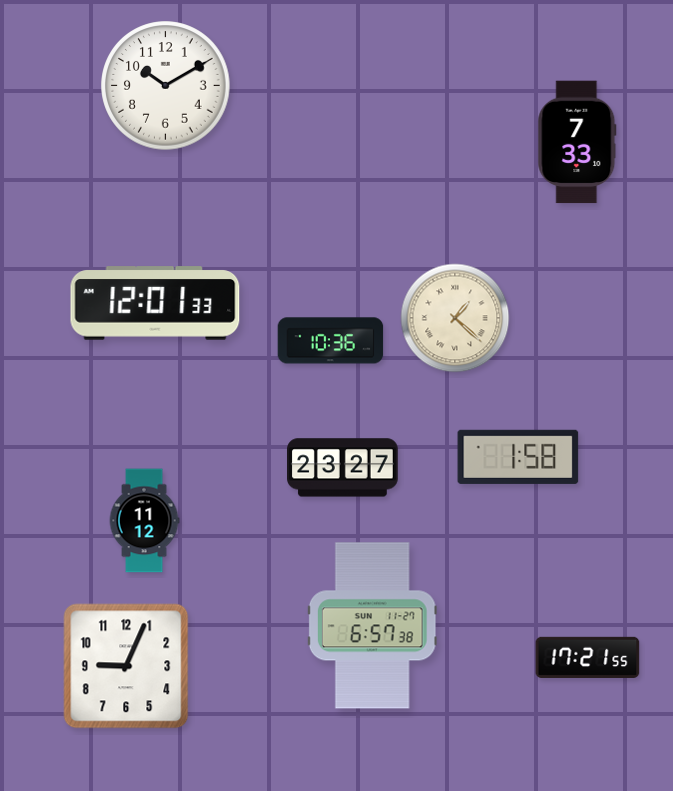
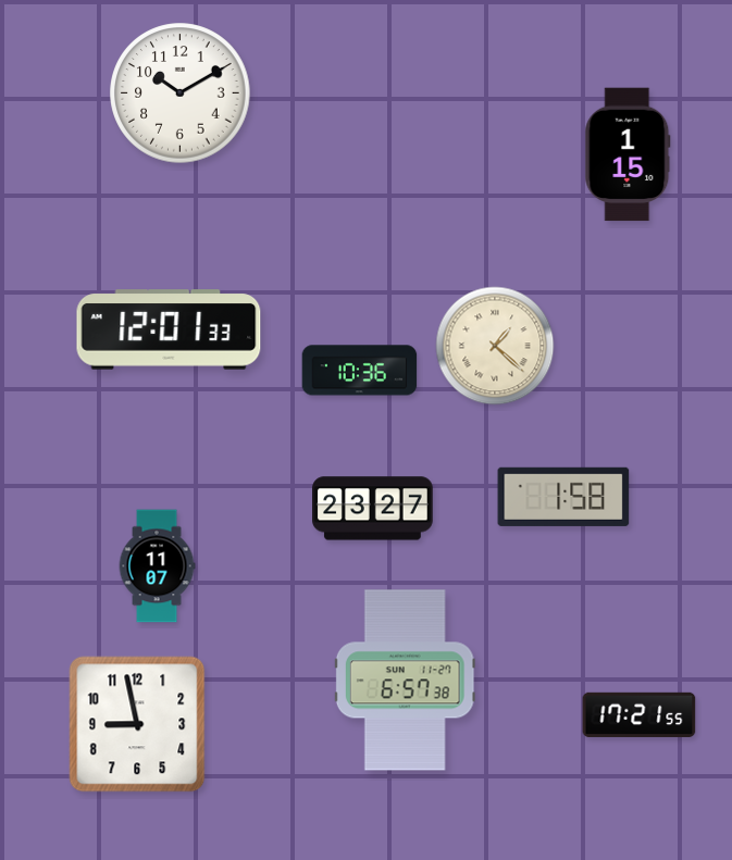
clock at (577, 142): 7:33 -> 1:15
clock at (144, 521): 11:12 -> 11:07
clock at (126, 666): 9:04 -> 8:58
